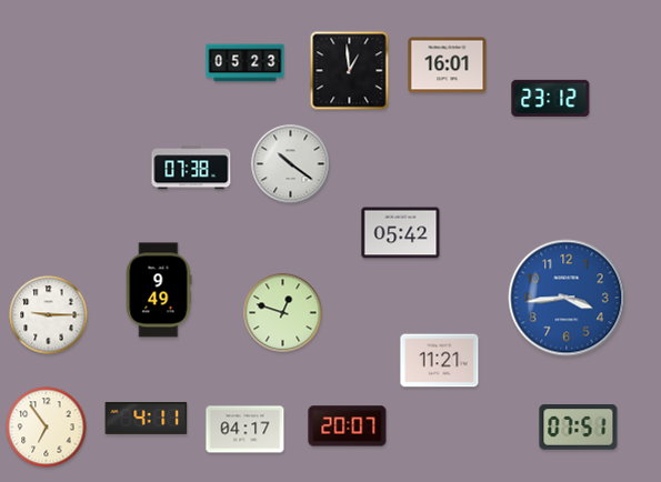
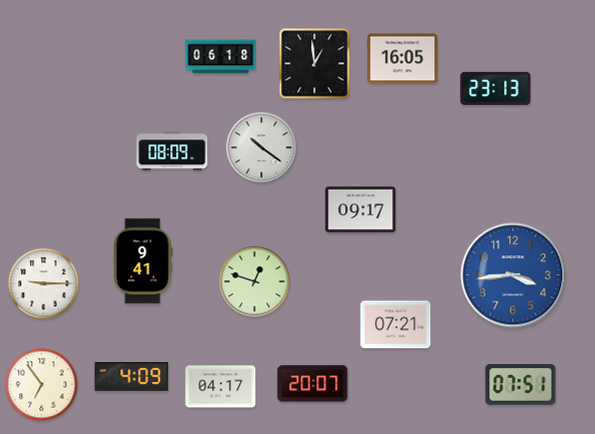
clock at (246, 63): 05:23 -> 06:18
clock at (448, 66): 16:01 -> 16:05
clock at (551, 98): 23:12 -> 23:13
clock at (191, 168): 07:38 -> 08:09
clock at (401, 233): 05:42 -> 09:17
clock at (159, 290): 9:49 -> 9:41
clock at (567, 298) position: (567, 298) -> (513, 275)
clock at (440, 361): 11:21 -> 07:21
clock at (147, 418): 4:11 -> 4:09
